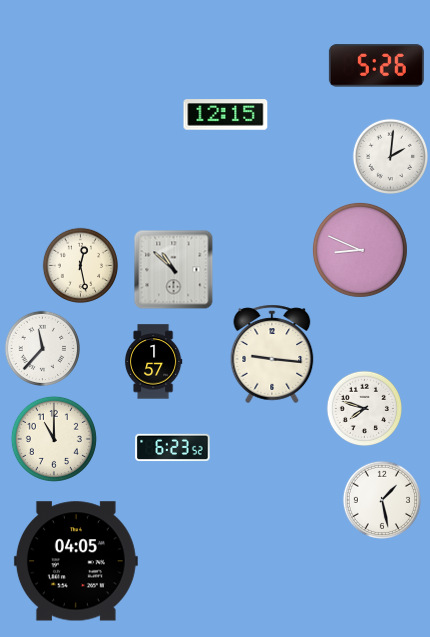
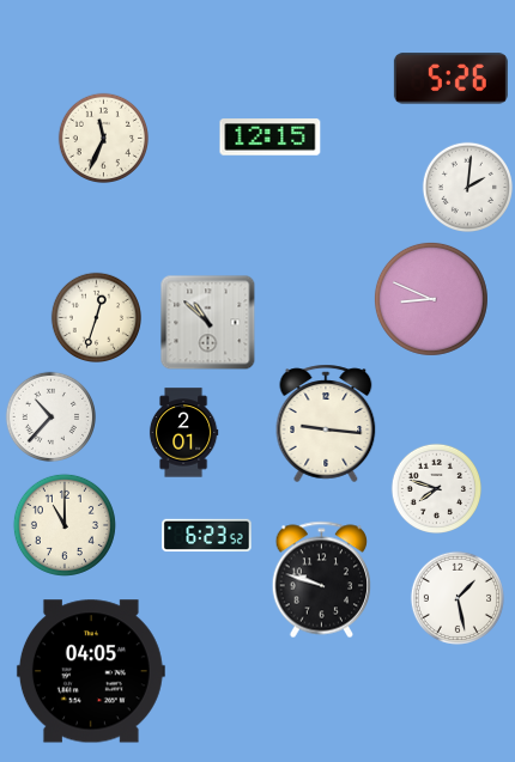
clock at (103, 138): none -> 11:34
clock at (80, 265): 12:28 -> 12:33
clock at (42, 348): 11:37 -> 10:37
clock at (153, 362): 1:57 -> 2:01
clock at (321, 580): none -> 9:48
